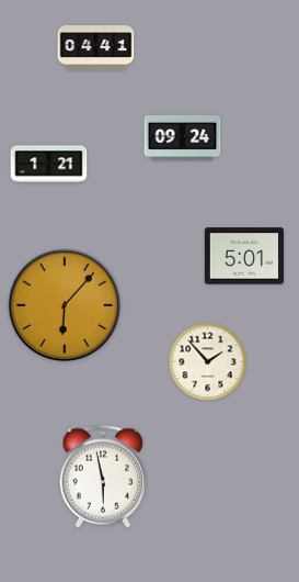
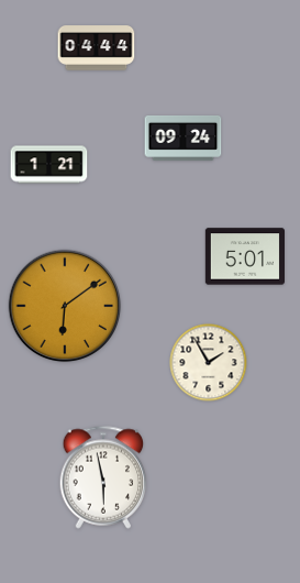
clock at (96, 48): 04:41 -> 04:44
clock at (65, 305): 6:07 -> 6:09
clock at (208, 362): 1:53 -> 1:55
